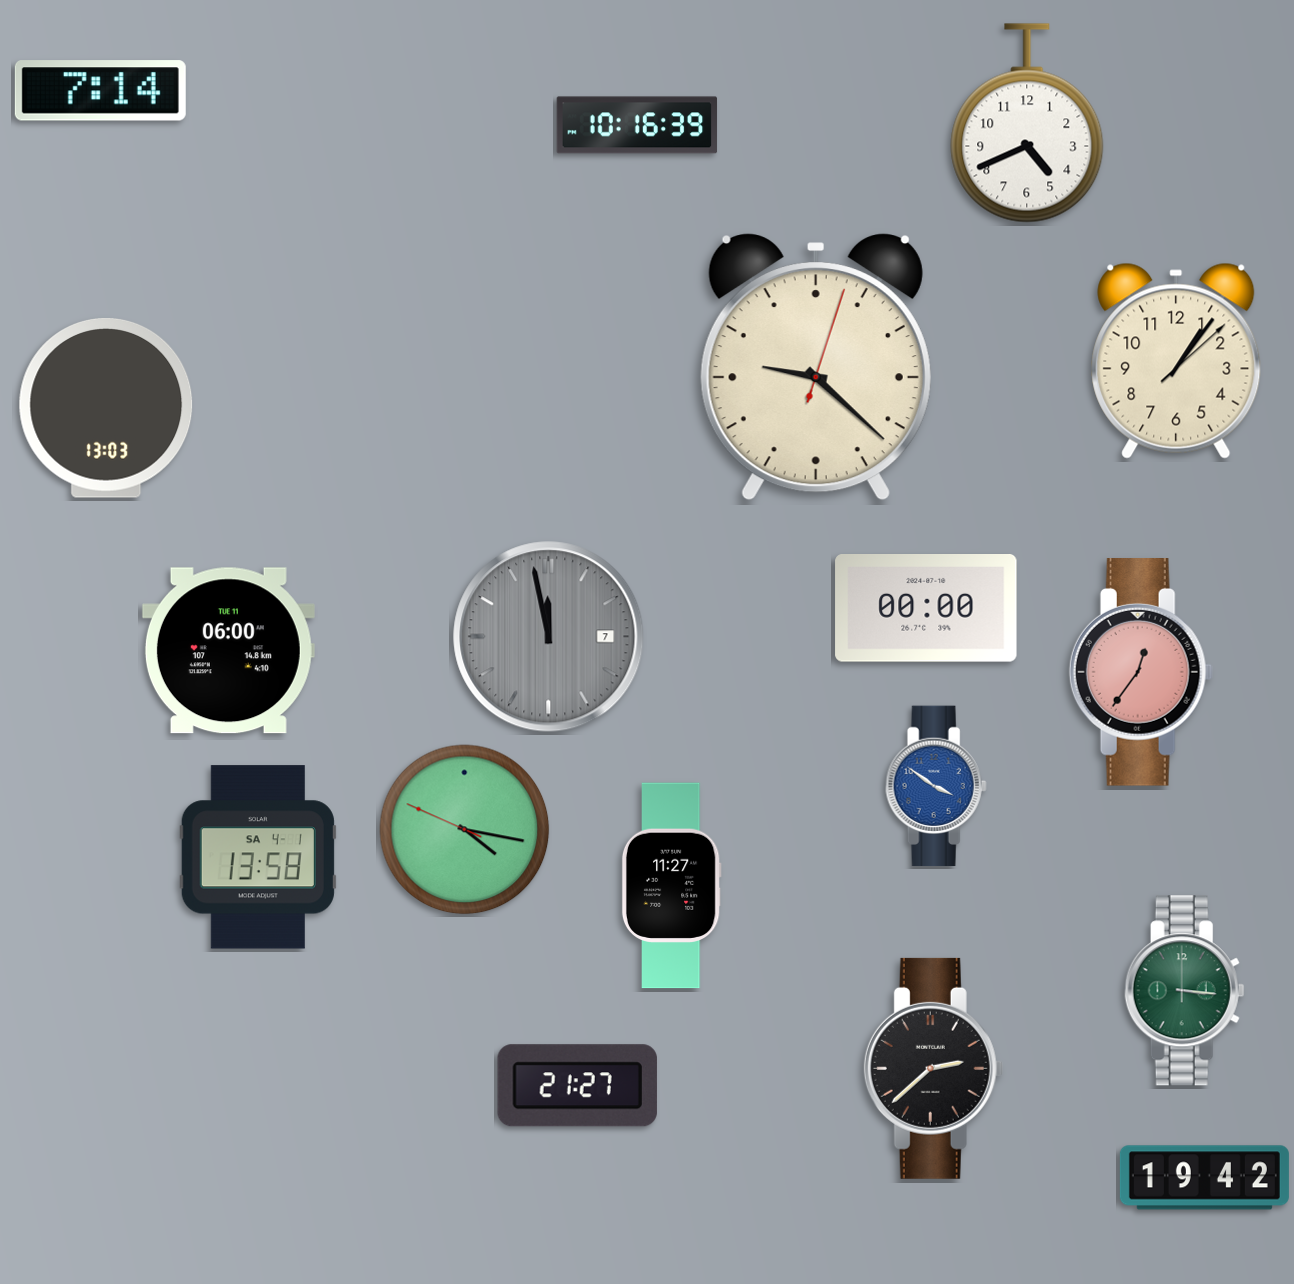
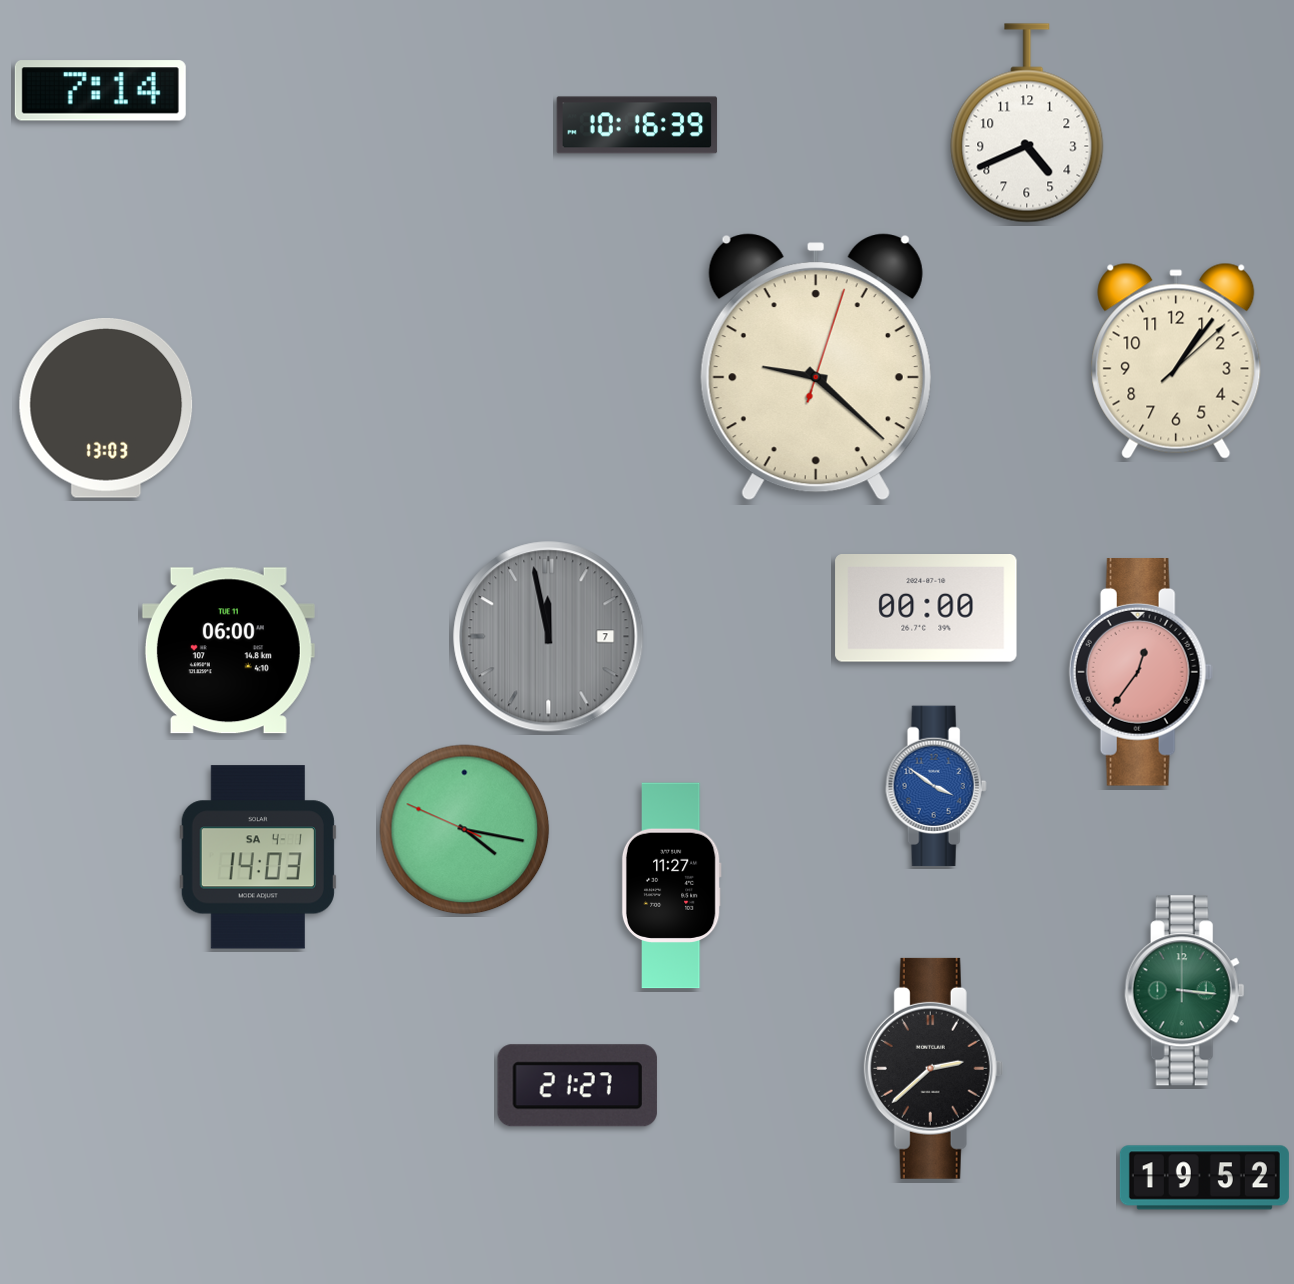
clock at (258, 857): 13:58 -> 14:03
clock at (1204, 1178): 19:42 -> 19:52
